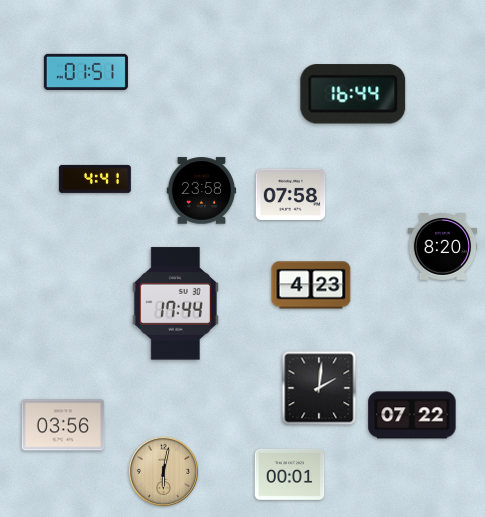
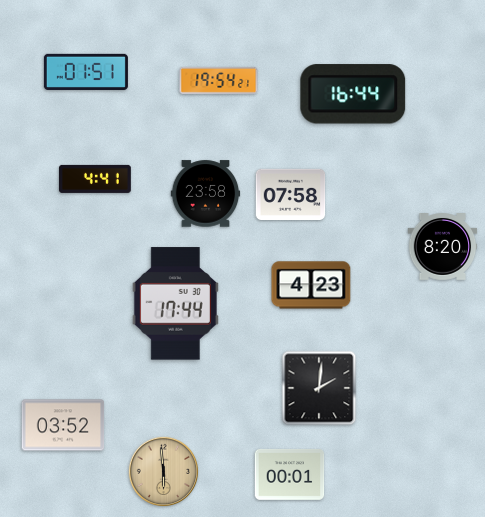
clock at (219, 80): none -> 19:54
clock at (202, 191) position: (202, 191) -> (206, 194)
clock at (412, 415): 07:22 -> none
clock at (63, 425): 03:56 -> 03:52
clock at (163, 471): 6:02 -> 5:59
